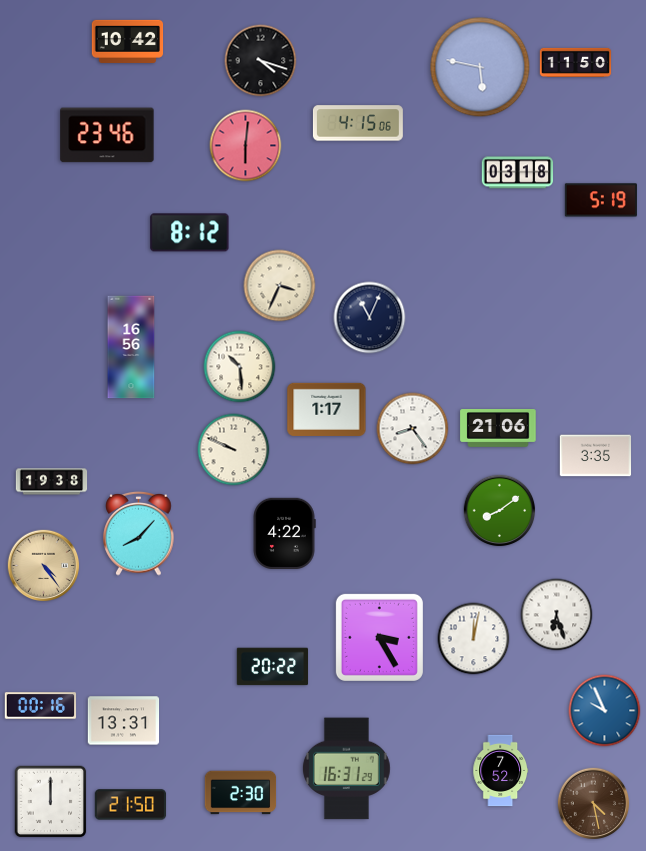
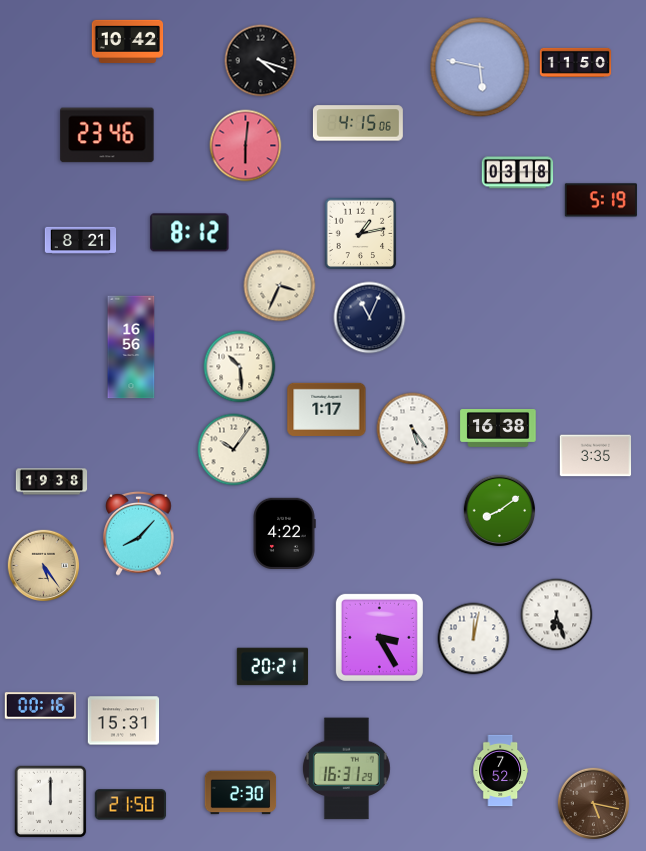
clock at (361, 234): none -> 1:13
clock at (81, 240): none -> 8:21
clock at (413, 429): 8:24 -> 5:24
clock at (498, 429): 21:06 -> 16:38
clock at (234, 450): 9:49 -> 10:06
clock at (44, 566): 4:24 -> 5:24
clock at (273, 667): 20:22 -> 20:21
clock at (605, 711): 9:56 -> none
clock at (124, 721): 13:31 -> 15:31
clock at (594, 804): 4:28 -> 5:17
